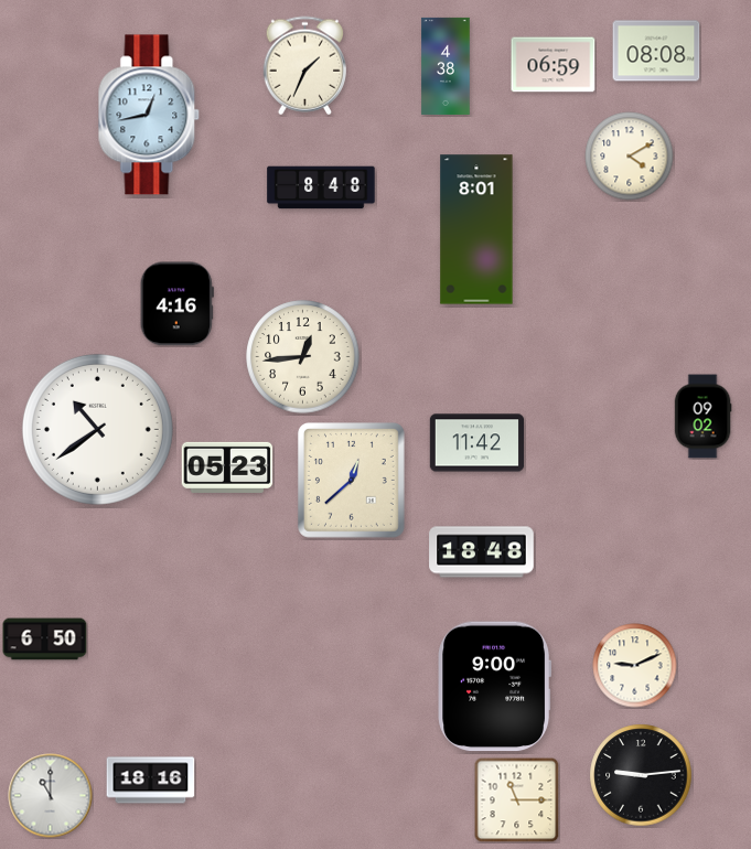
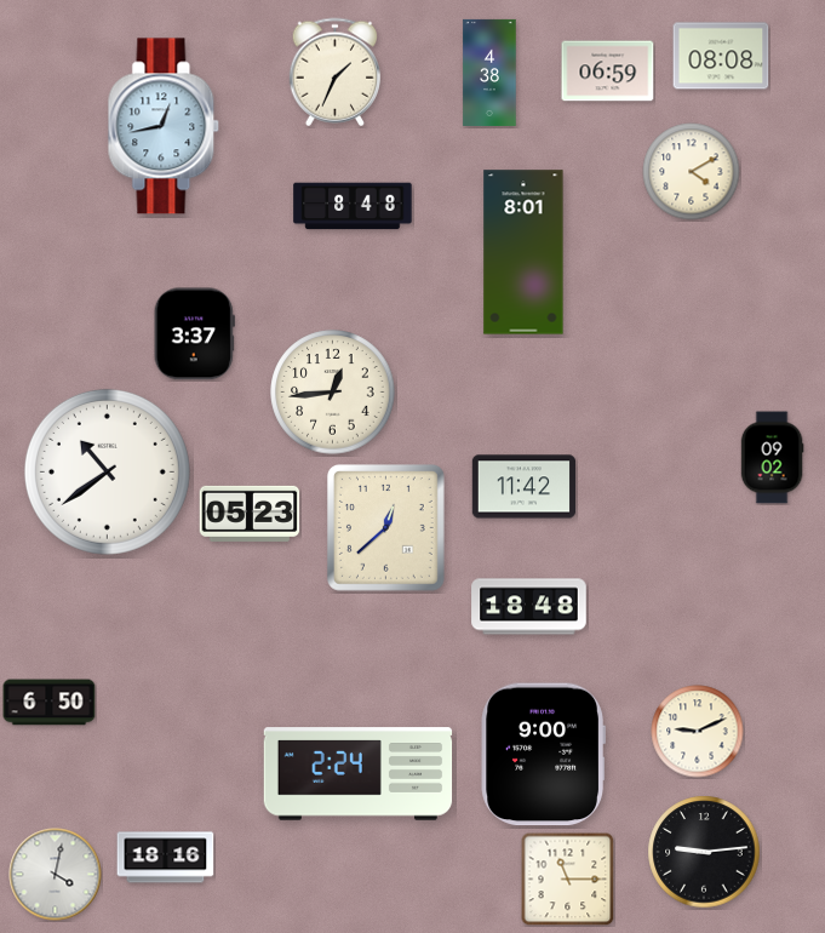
clock at (176, 304): 4:16 -> 3:37
clock at (359, 774): none -> 2:24
clock at (51, 796): 11:00 -> 4:02
